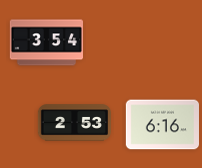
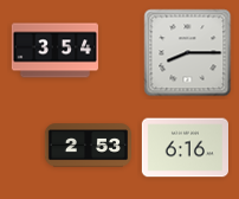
clock at (188, 53): none -> 8:15
clock at (162, 125) position: (162, 125) -> (185, 148)
